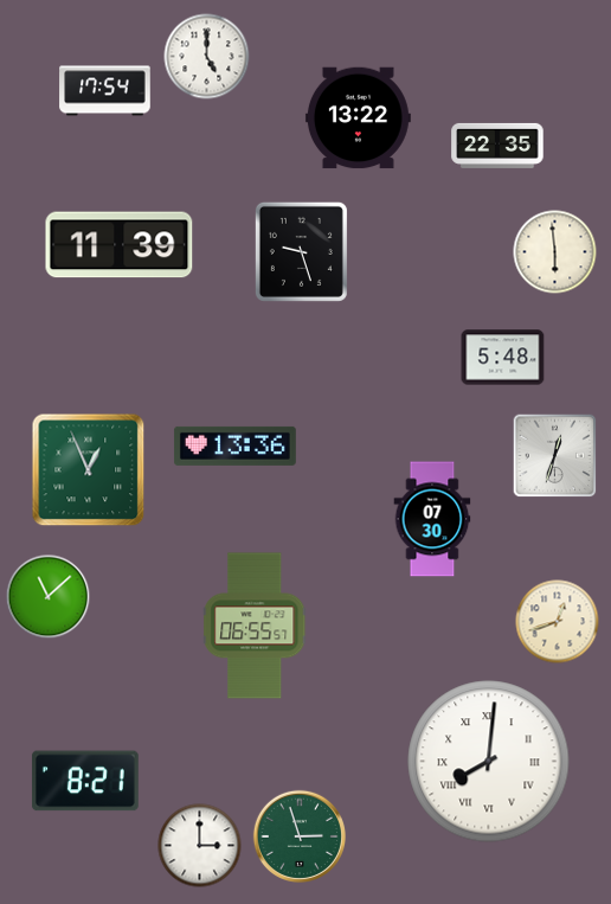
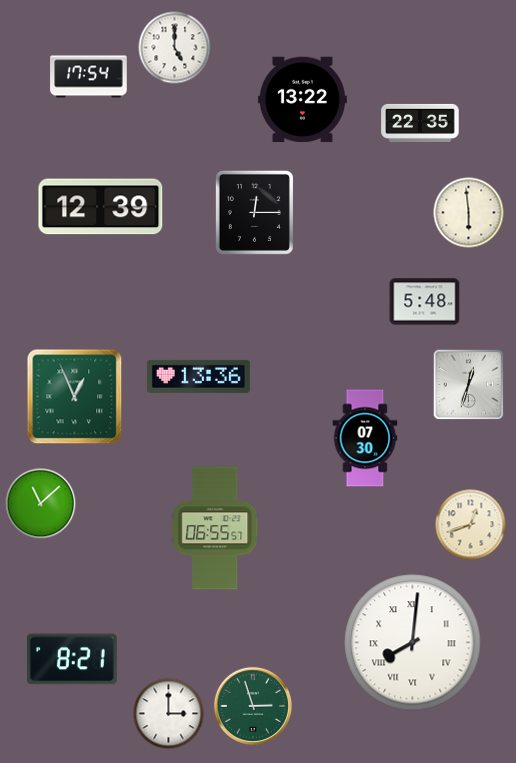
clock at (120, 245): 11:39 -> 12:39
clock at (301, 251): 9:27 -> 12:15
